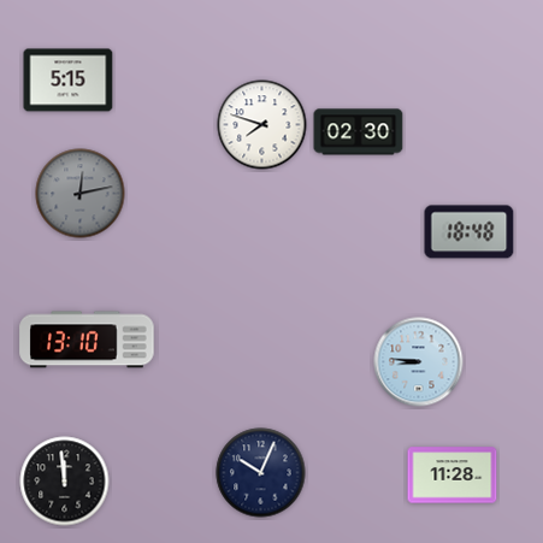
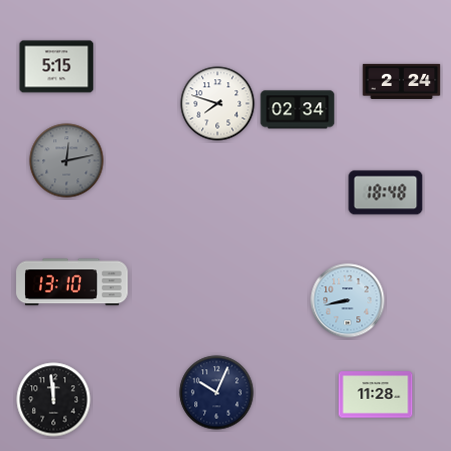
clock at (402, 81): none -> 2:24
clock at (359, 132): 02:30 -> 02:34
clock at (470, 232) position: (470, 232) -> (386, 193)
clock at (419, 362): 8:46 -> 8:43
